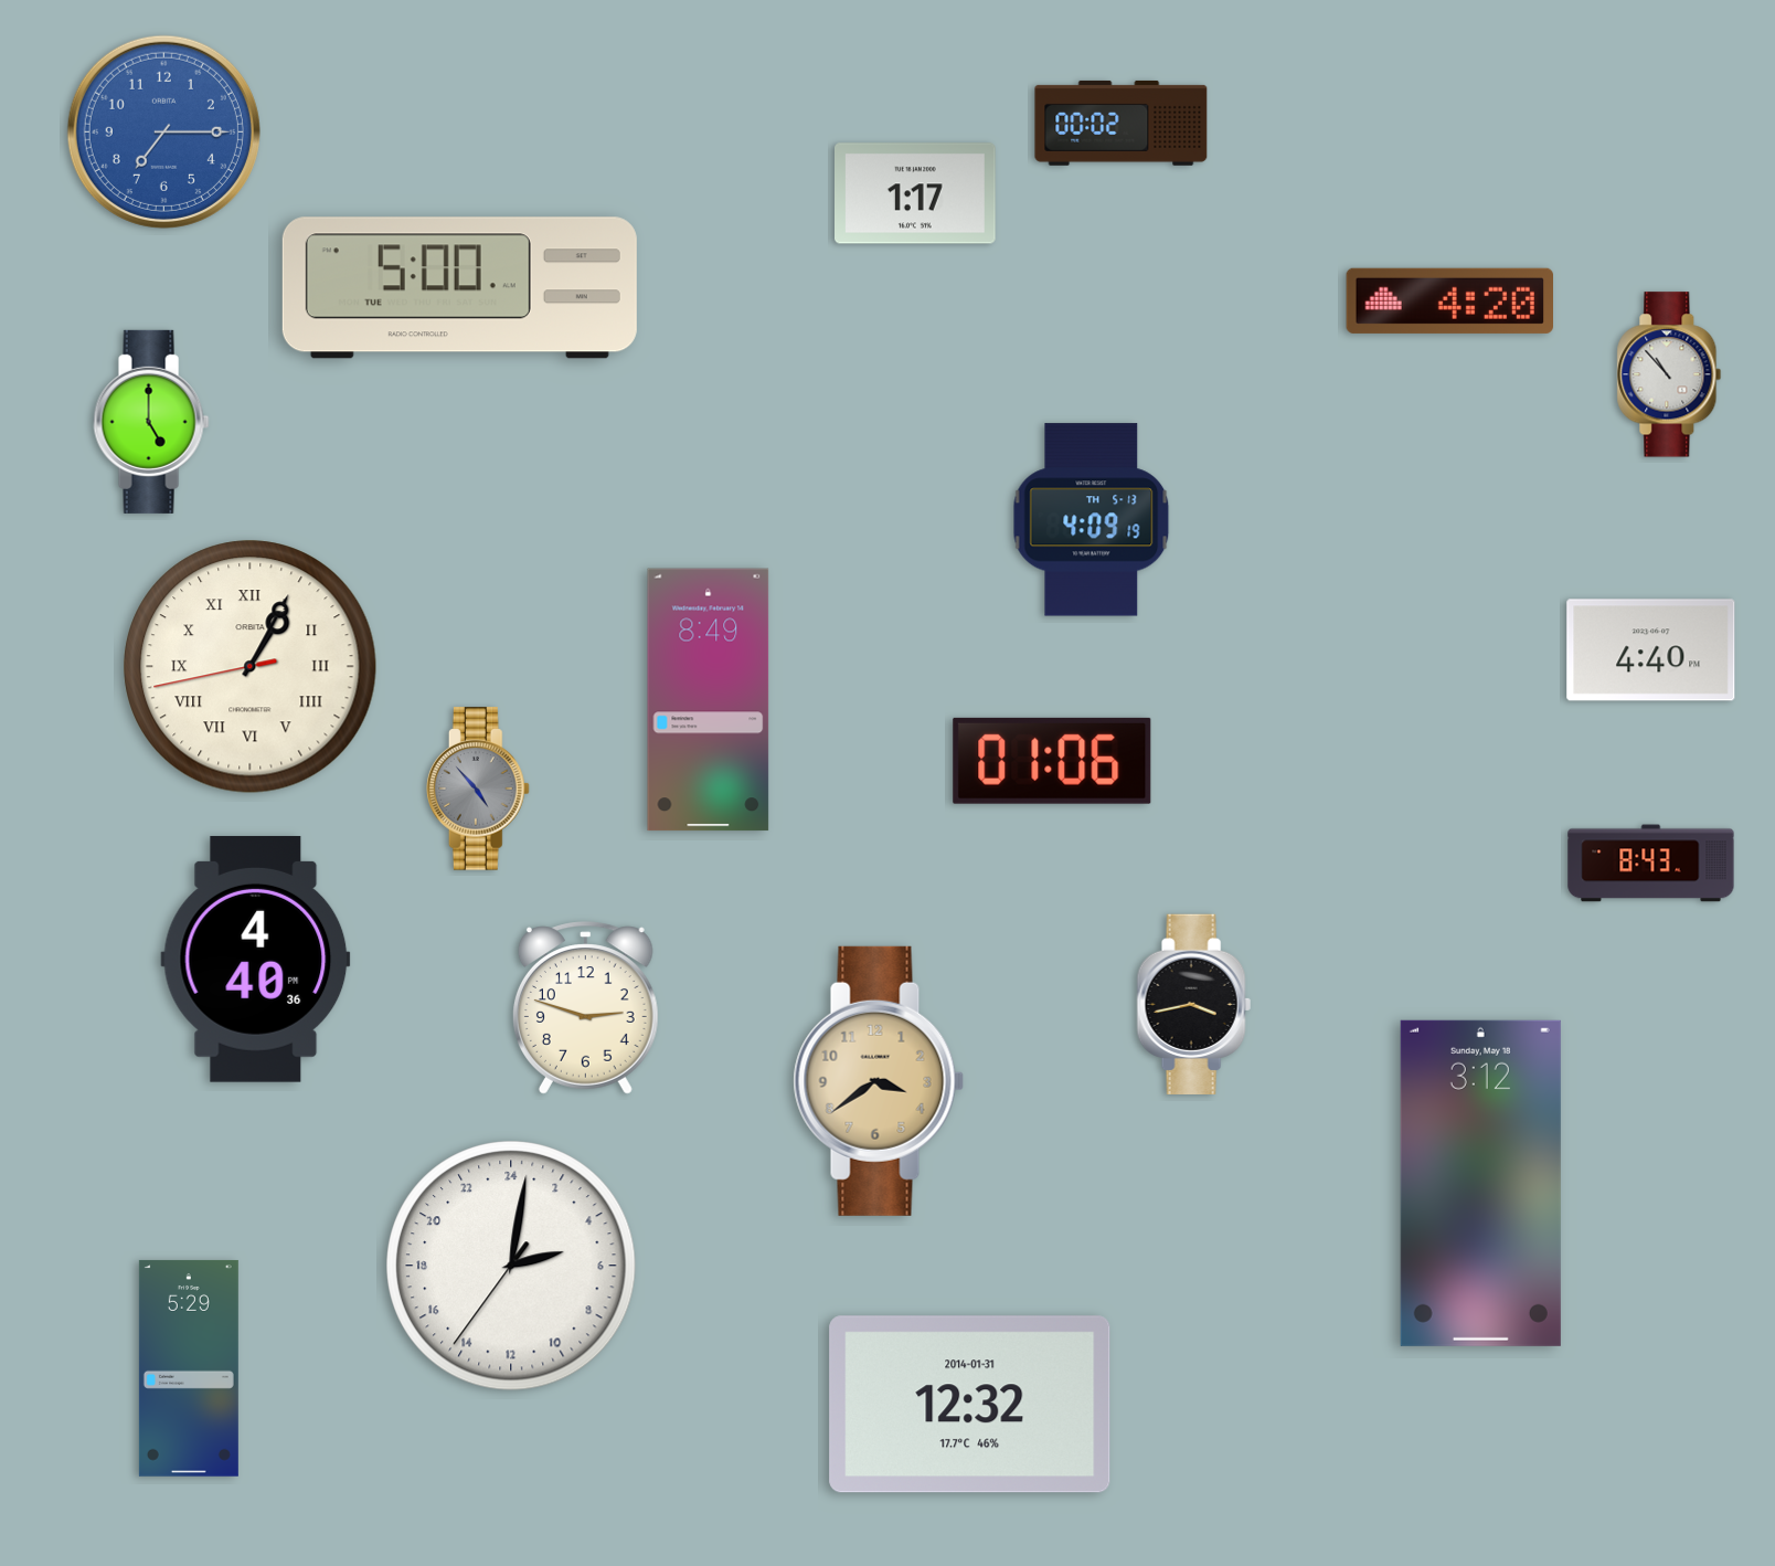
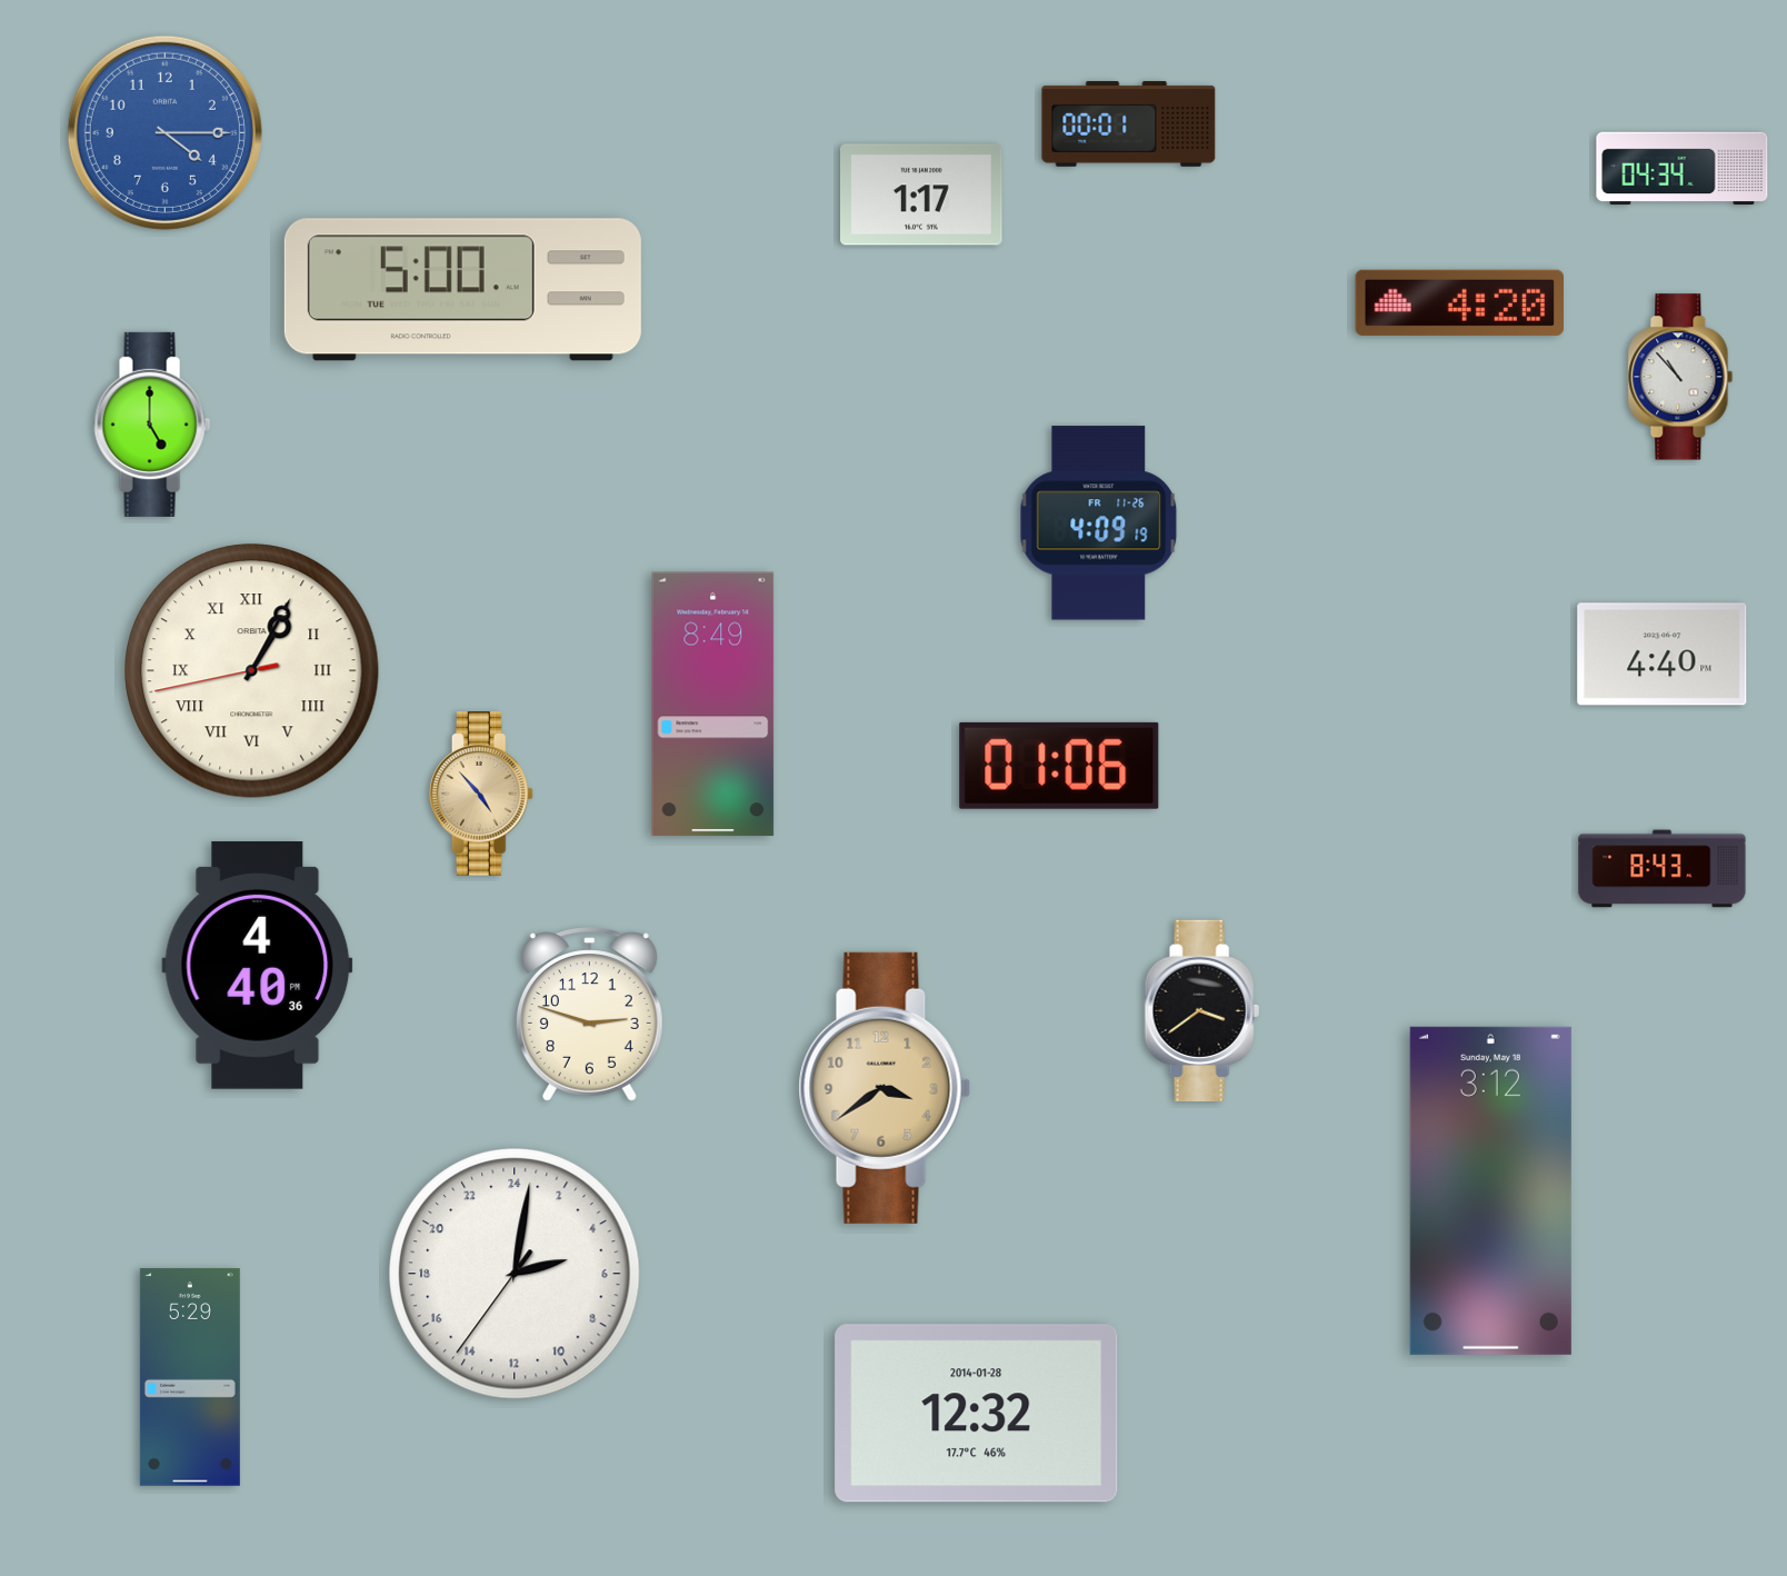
clock at (1122, 123): 00:02 -> 00:01
clock at (163, 131): 7:15 -> 4:15
clock at (1683, 169): none -> 04:34
clock at (1092, 520) date: TH 5-13 -> FR 11-26
clock at (479, 789) dial: grey -> champagne
clock at (1193, 1004): 3:43 -> 3:39
clock at (970, 1405) date: 2014-01-31 -> 2014-01-28
